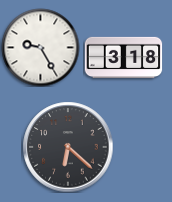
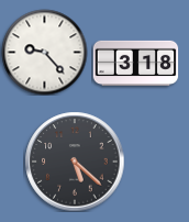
clock at (40, 47): 9:25 -> 9:23
clock at (68, 147): 6:22 -> 5:22
